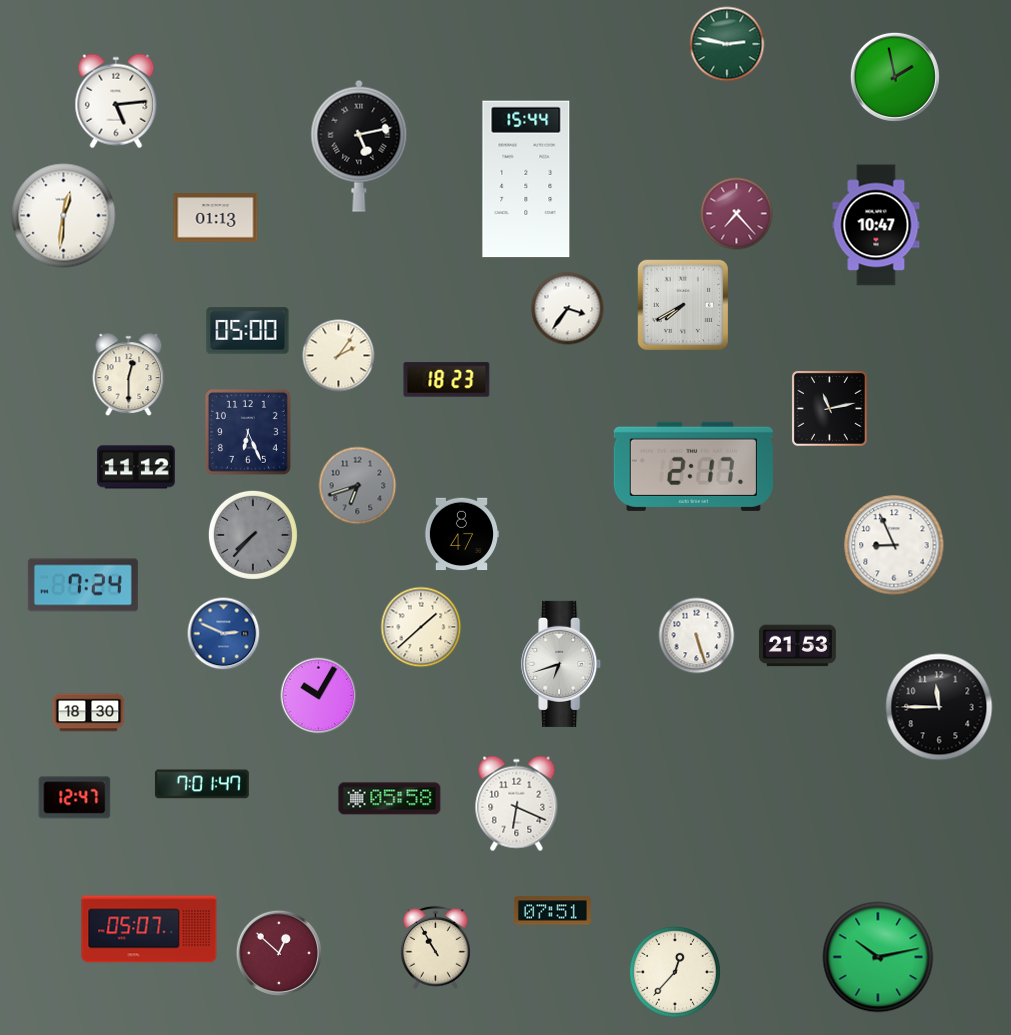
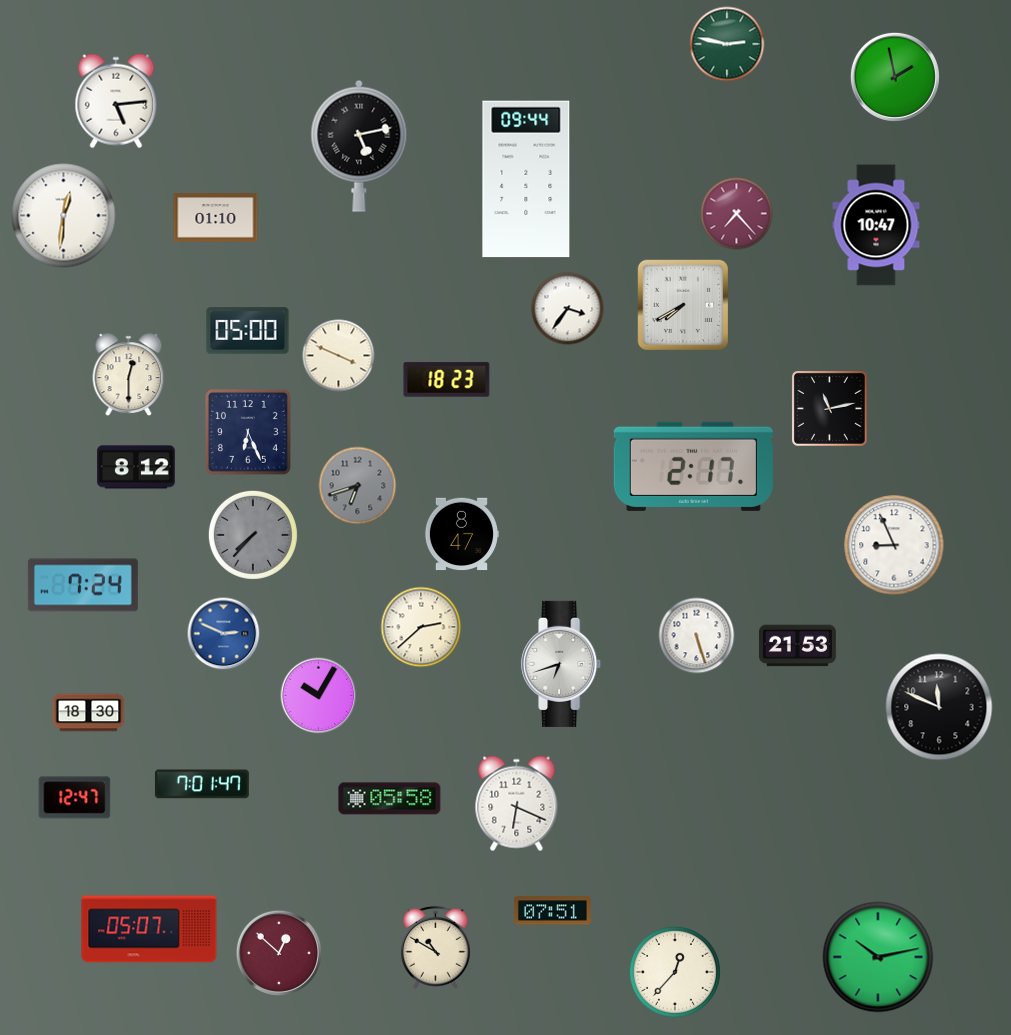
clock at (526, 179): 15:44 -> 09:44
clock at (216, 218): 01:13 -> 01:10
clock at (339, 356): 2:06 -> 3:49
clock at (136, 467): 11:12 -> 8:12
clock at (421, 627): 1:38 -> 2:38
clock at (939, 707): 11:45 -> 11:49
clock at (435, 947): 10:55 -> 10:50
